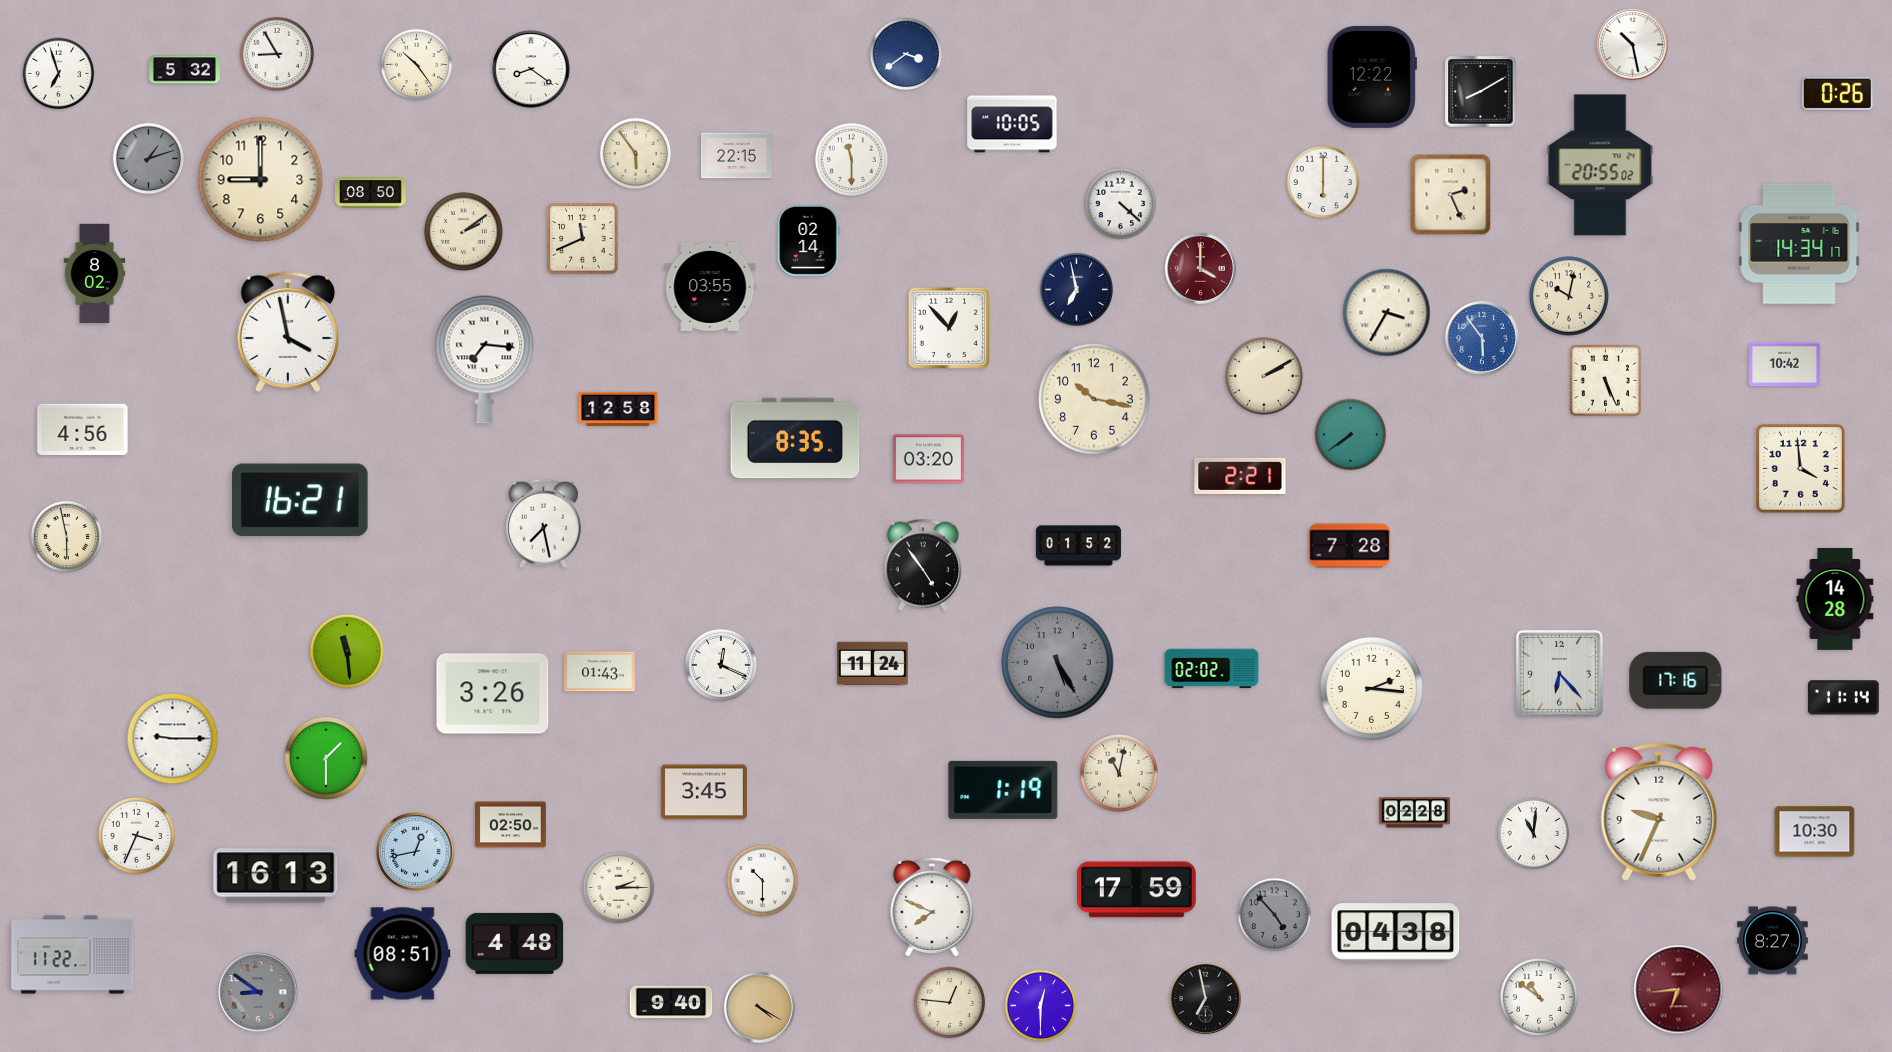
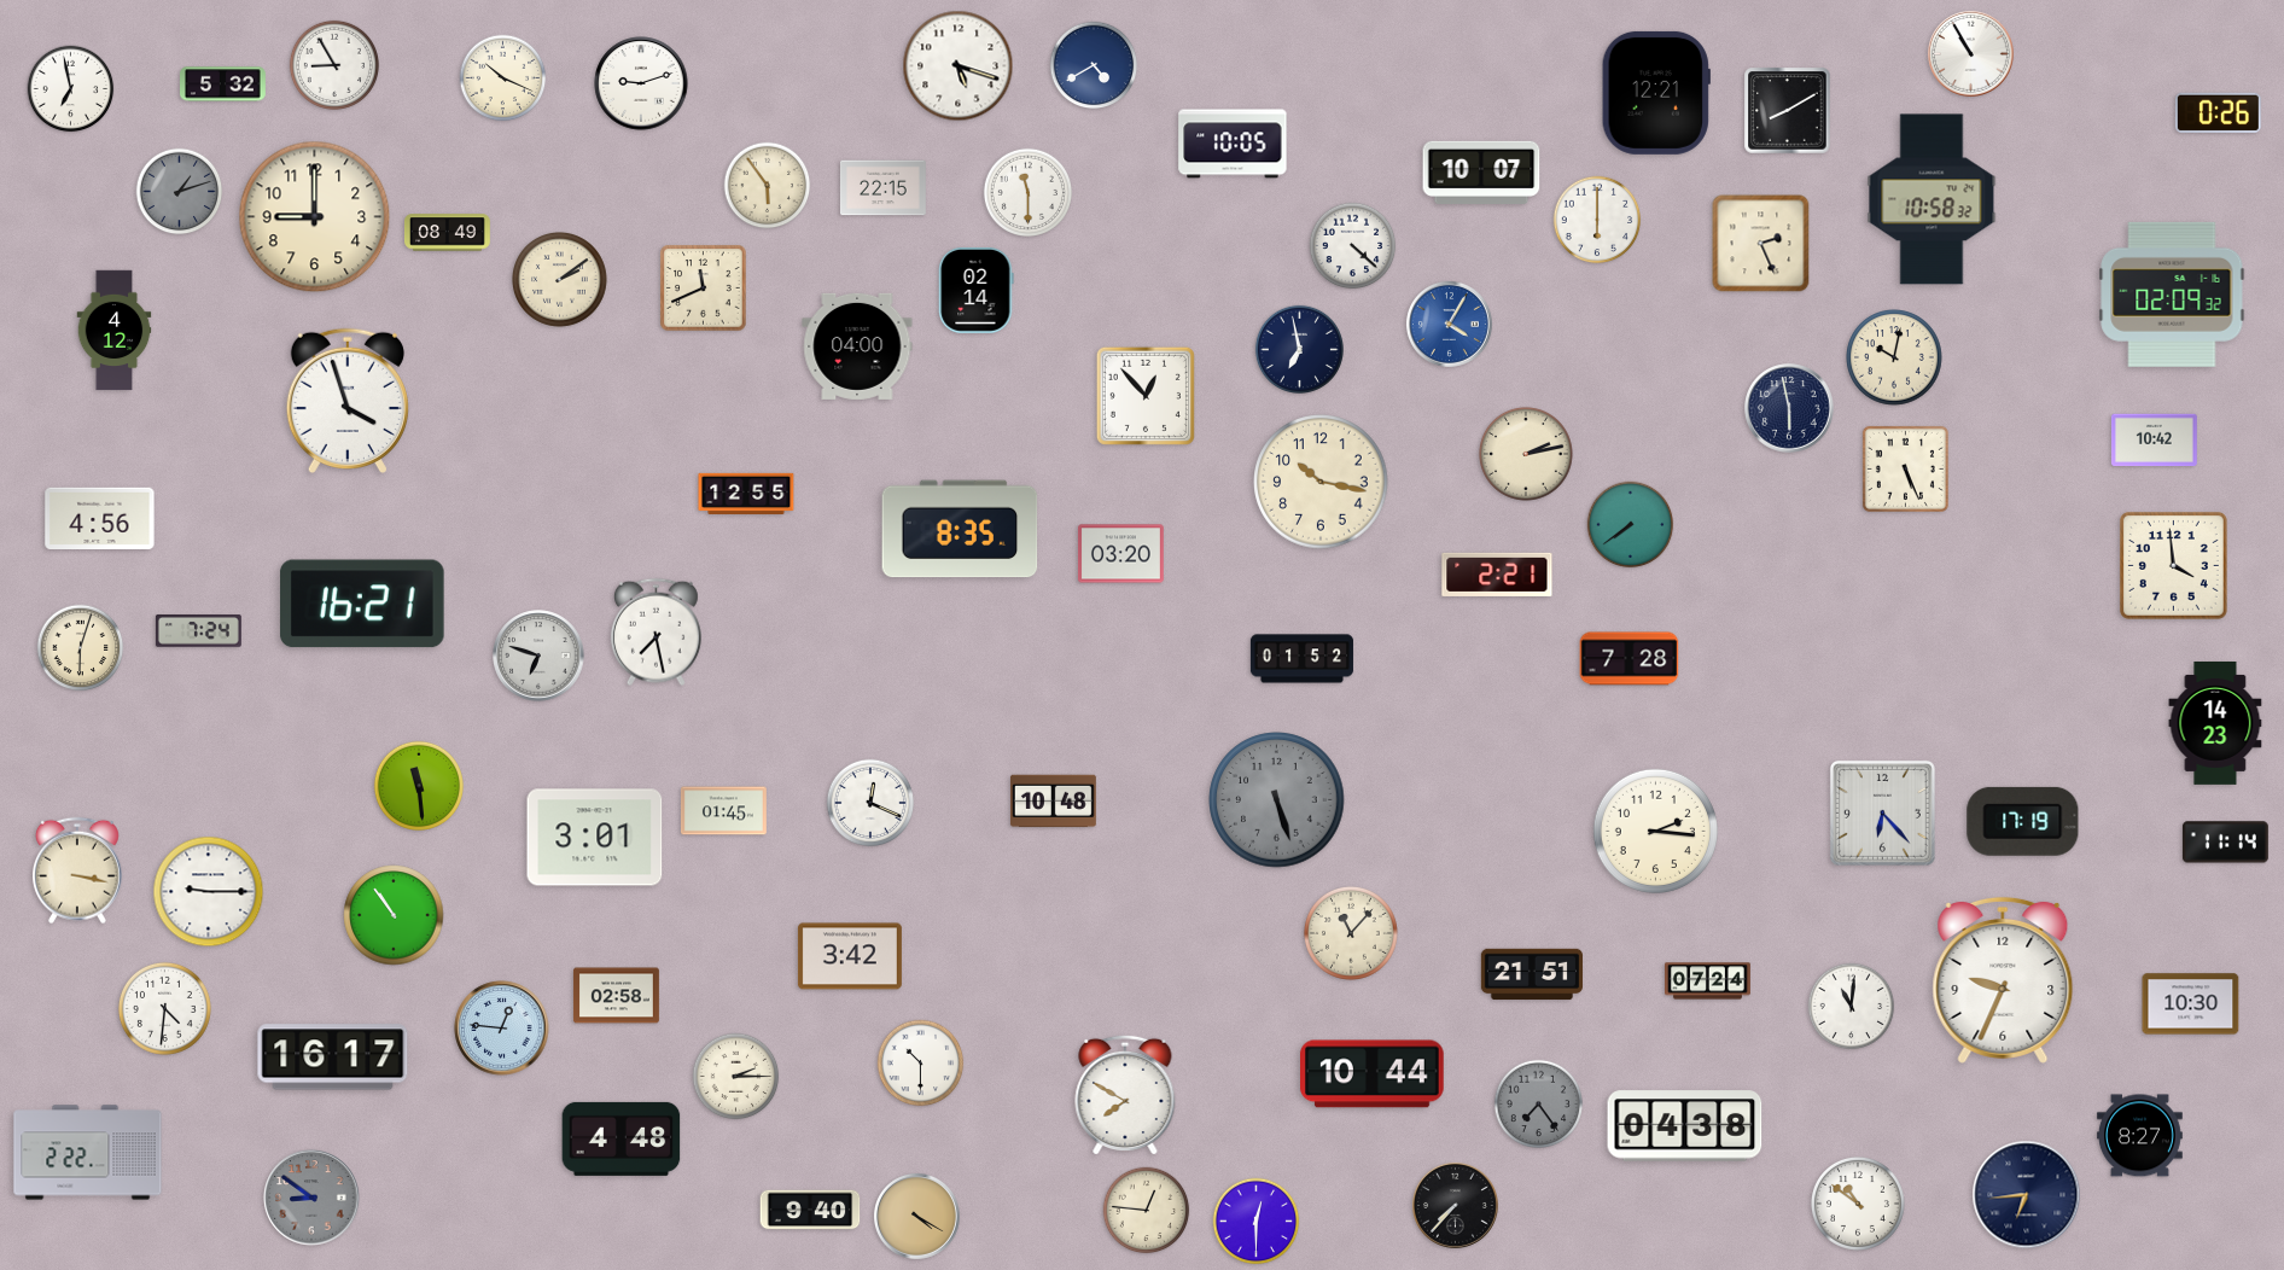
clock at (1632, 44): 10:28 -> 10:55
clock at (906, 54): 3:39 -> 4:40
clock at (959, 66): none -> 5:18
clock at (417, 65): 10:24 -> 10:19
clock at (531, 69): 8:21 -> 9:12
clock at (59, 74): 6:57 -> 6:58
clock at (1372, 77): 12:22 -> 12:21
clock at (1012, 124) position: (1012, 124) -> (1233, 144)
clock at (1481, 173): none -> 10:07
clock at (736, 156) position: (736, 156) -> (882, 188)
clock at (1600, 165): 20:55 -> 10:58
clock at (370, 193): 08:50 -> 08:49
clock at (1451, 195) position: (1451, 195) -> (1761, 244)
clock at (1799, 244): 14:34 -> 02:09
clock at (1200, 268): 4:00 -> 4:05
clock at (1200, 268) dial: burgundy -> blue
clock at (95, 274): 8:02 -> 4:12
clock at (710, 287): 03:55 -> 04:00
clock at (1387, 313): 3:35 -> none
clock at (288, 332): 3:58 -> 3:57
clock at (1482, 338): 5:54 -> 5:58
clock at (1482, 338) dial: blue -> navy
clock at (485, 359): 7:16 -> none
clock at (1264, 376): 2:10 -> 2:13
clock at (1605, 380) position: (1605, 380) -> (1905, 468)
clock at (618, 409): 12:58 -> 12:55
clock at (198, 631): none -> 7:24
clock at (67, 537): 5:58 -> 6:03
clock at (538, 656): none -> 6:48
clock at (923, 565): 4:54 -> none
clock at (1835, 599): 14:28 -> 14:23
clock at (1058, 663): 5:25 -> 5:27
clock at (872, 664): 11:24 -> 10:48
clock at (1212, 669): 02:02 -> none
clock at (599, 672): 01:43 -> 01:45
clock at (1676, 680): 17:16 -> 17:19
clock at (493, 694): 3:26 -> 3:01
clock at (78, 870): none -> 3:17
clock at (326, 758): 1:30 -> 10:54
clock at (1119, 773): 11:02 -> 11:07
clock at (1003, 790): 1:19 -> none
clock at (704, 792): 3:45 -> 3:42
clock at (1531, 974): none -> 21:51
clock at (1415, 813): 02:28 -> 07:24
clock at (511, 825): 02:50 -> 02:58
clock at (136, 835): 3:34 -> 4:31
clock at (416, 852): 12:43 -> 12:46
clock at (276, 876): 16:13 -> 16:17
clock at (619, 888) position: (619, 888) -> (736, 1077)
clock at (1137, 890): 17:59 -> 10:44
clock at (932, 907): 7:49 -> 7:50
clock at (1274, 914): 4:53 -> 7:24
clock at (403, 954): 08:51 -> none
clock at (73, 955): 11:22 -> 2:22
clock at (1679, 990) dial: burgundy -> navy
clock at (1205, 998): 6:58 -> 7:37
clock at (1041, 1006) position: (1041, 1006) -> (1257, 1222)
